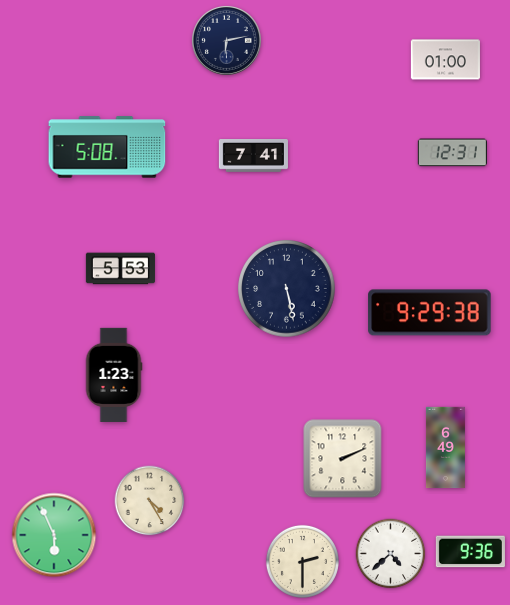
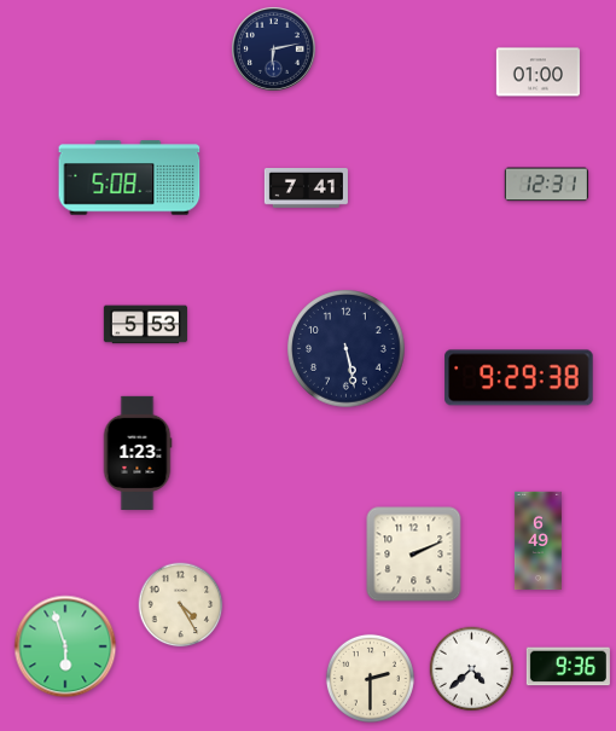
clock at (54, 535): 5:56 -> 5:57
clock at (302, 561) position: (302, 561) -> (370, 678)
